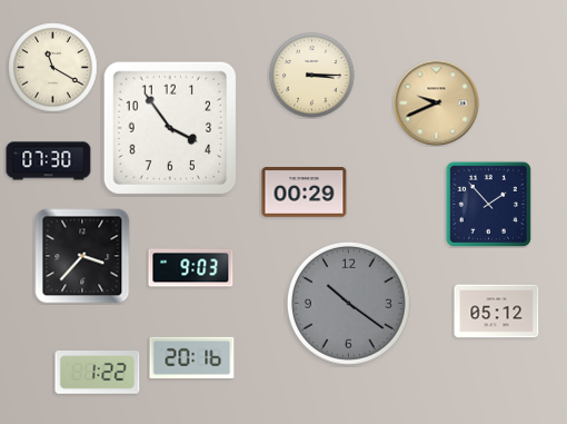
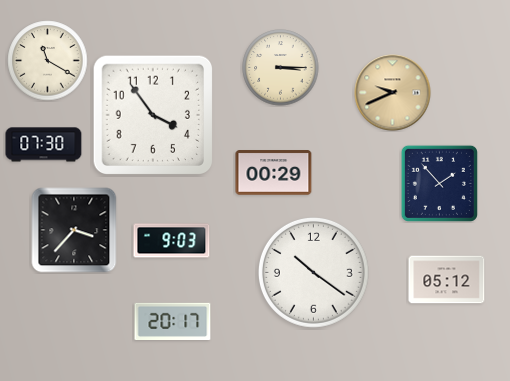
clock at (348, 303) dial: grey -> white
clock at (192, 357): 20:16 -> 20:17
clock at (98, 373): 1:22 -> none
